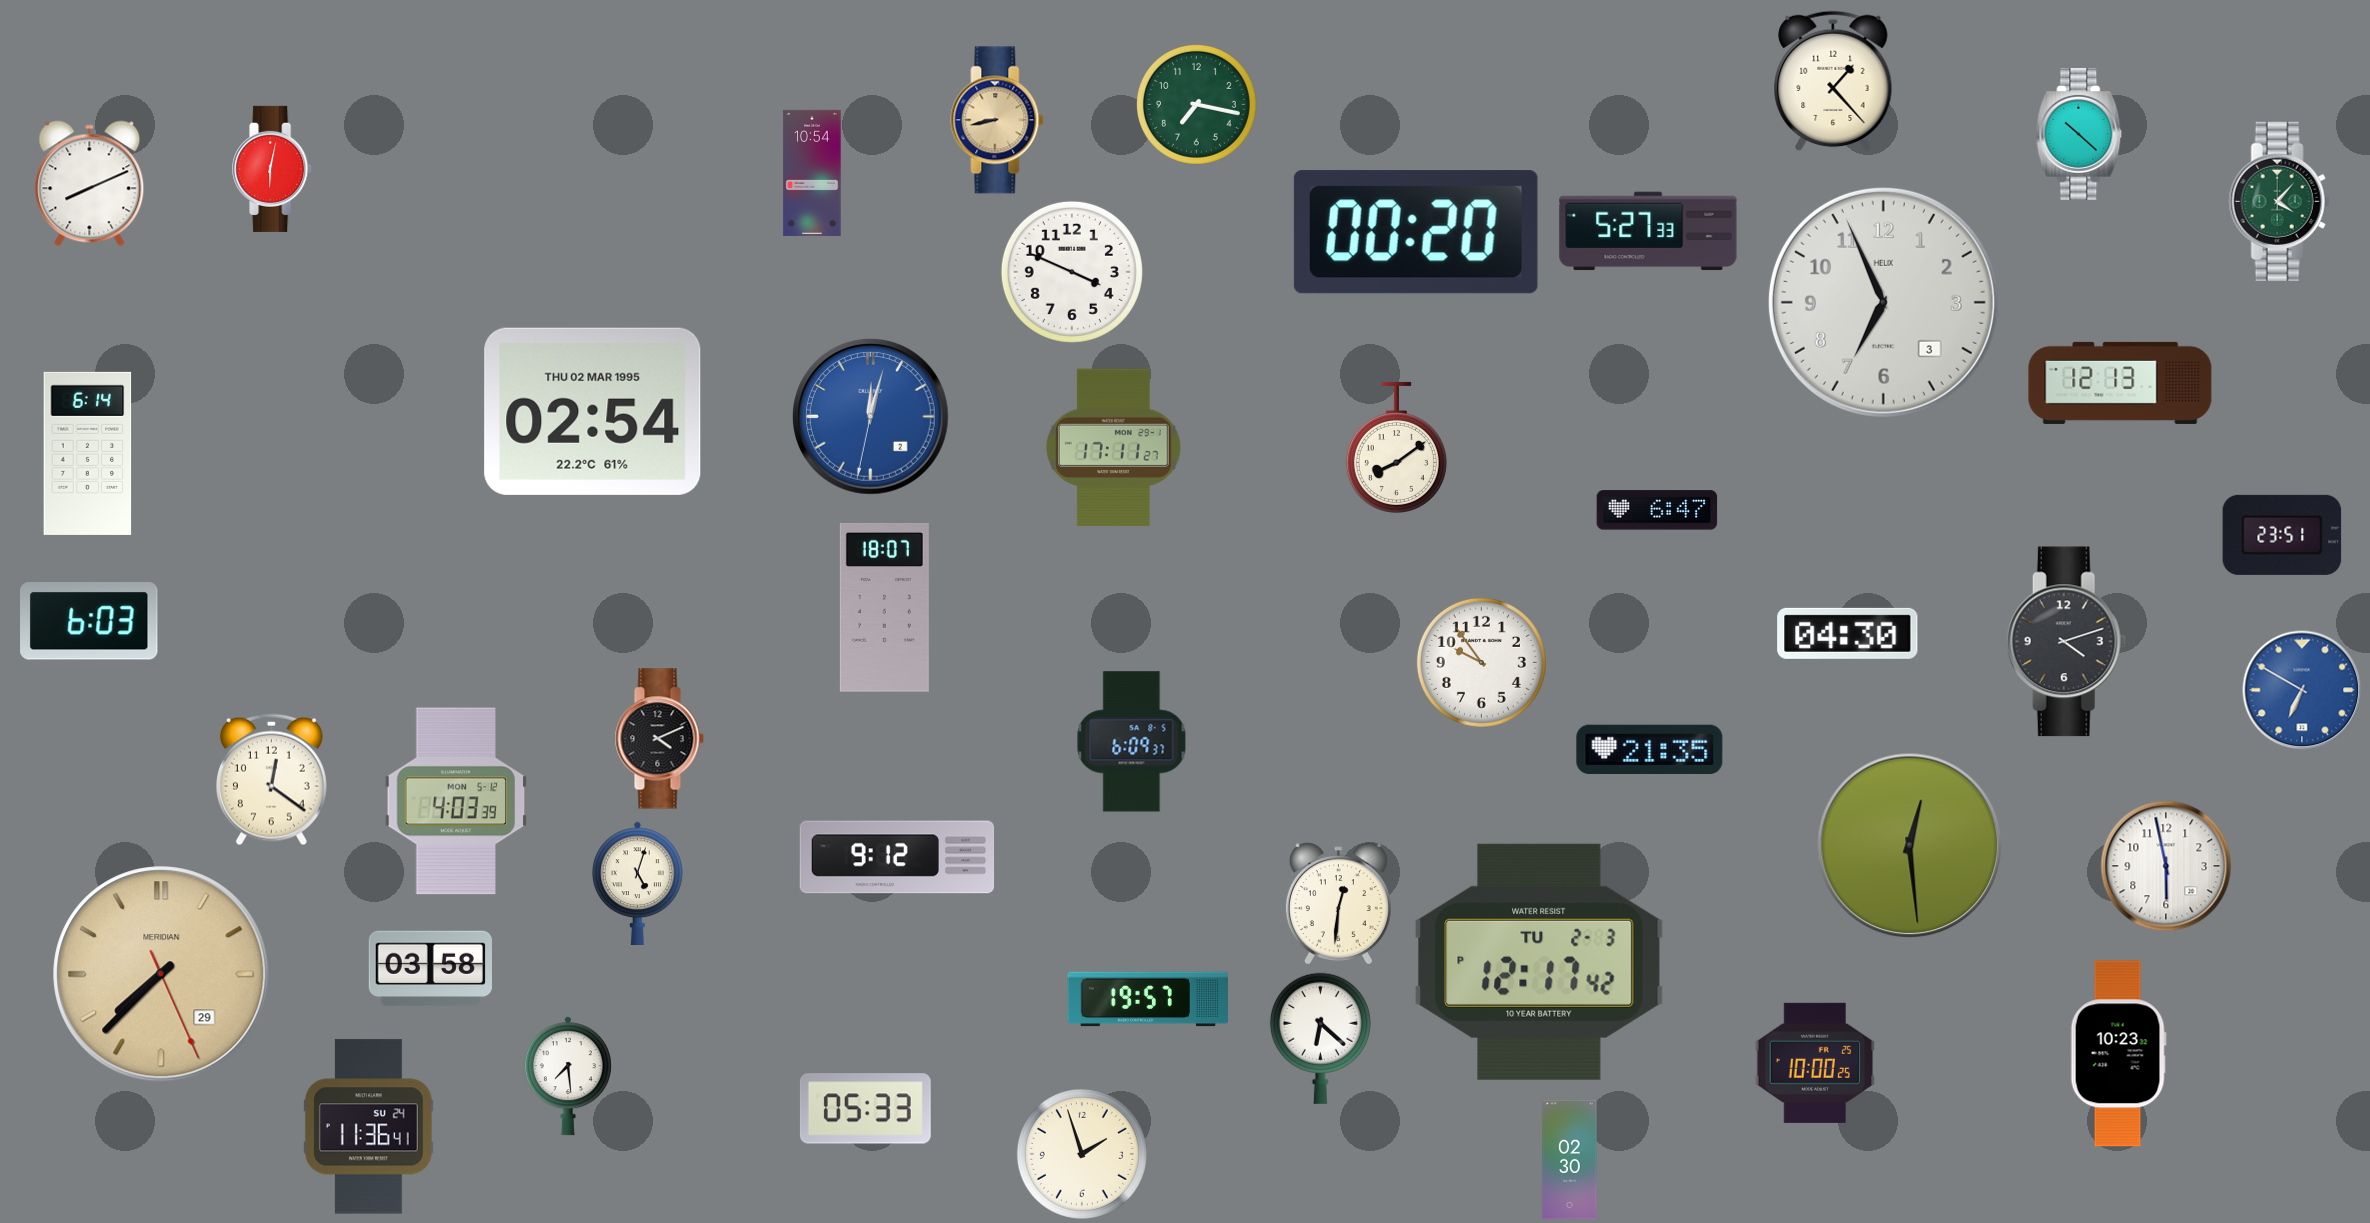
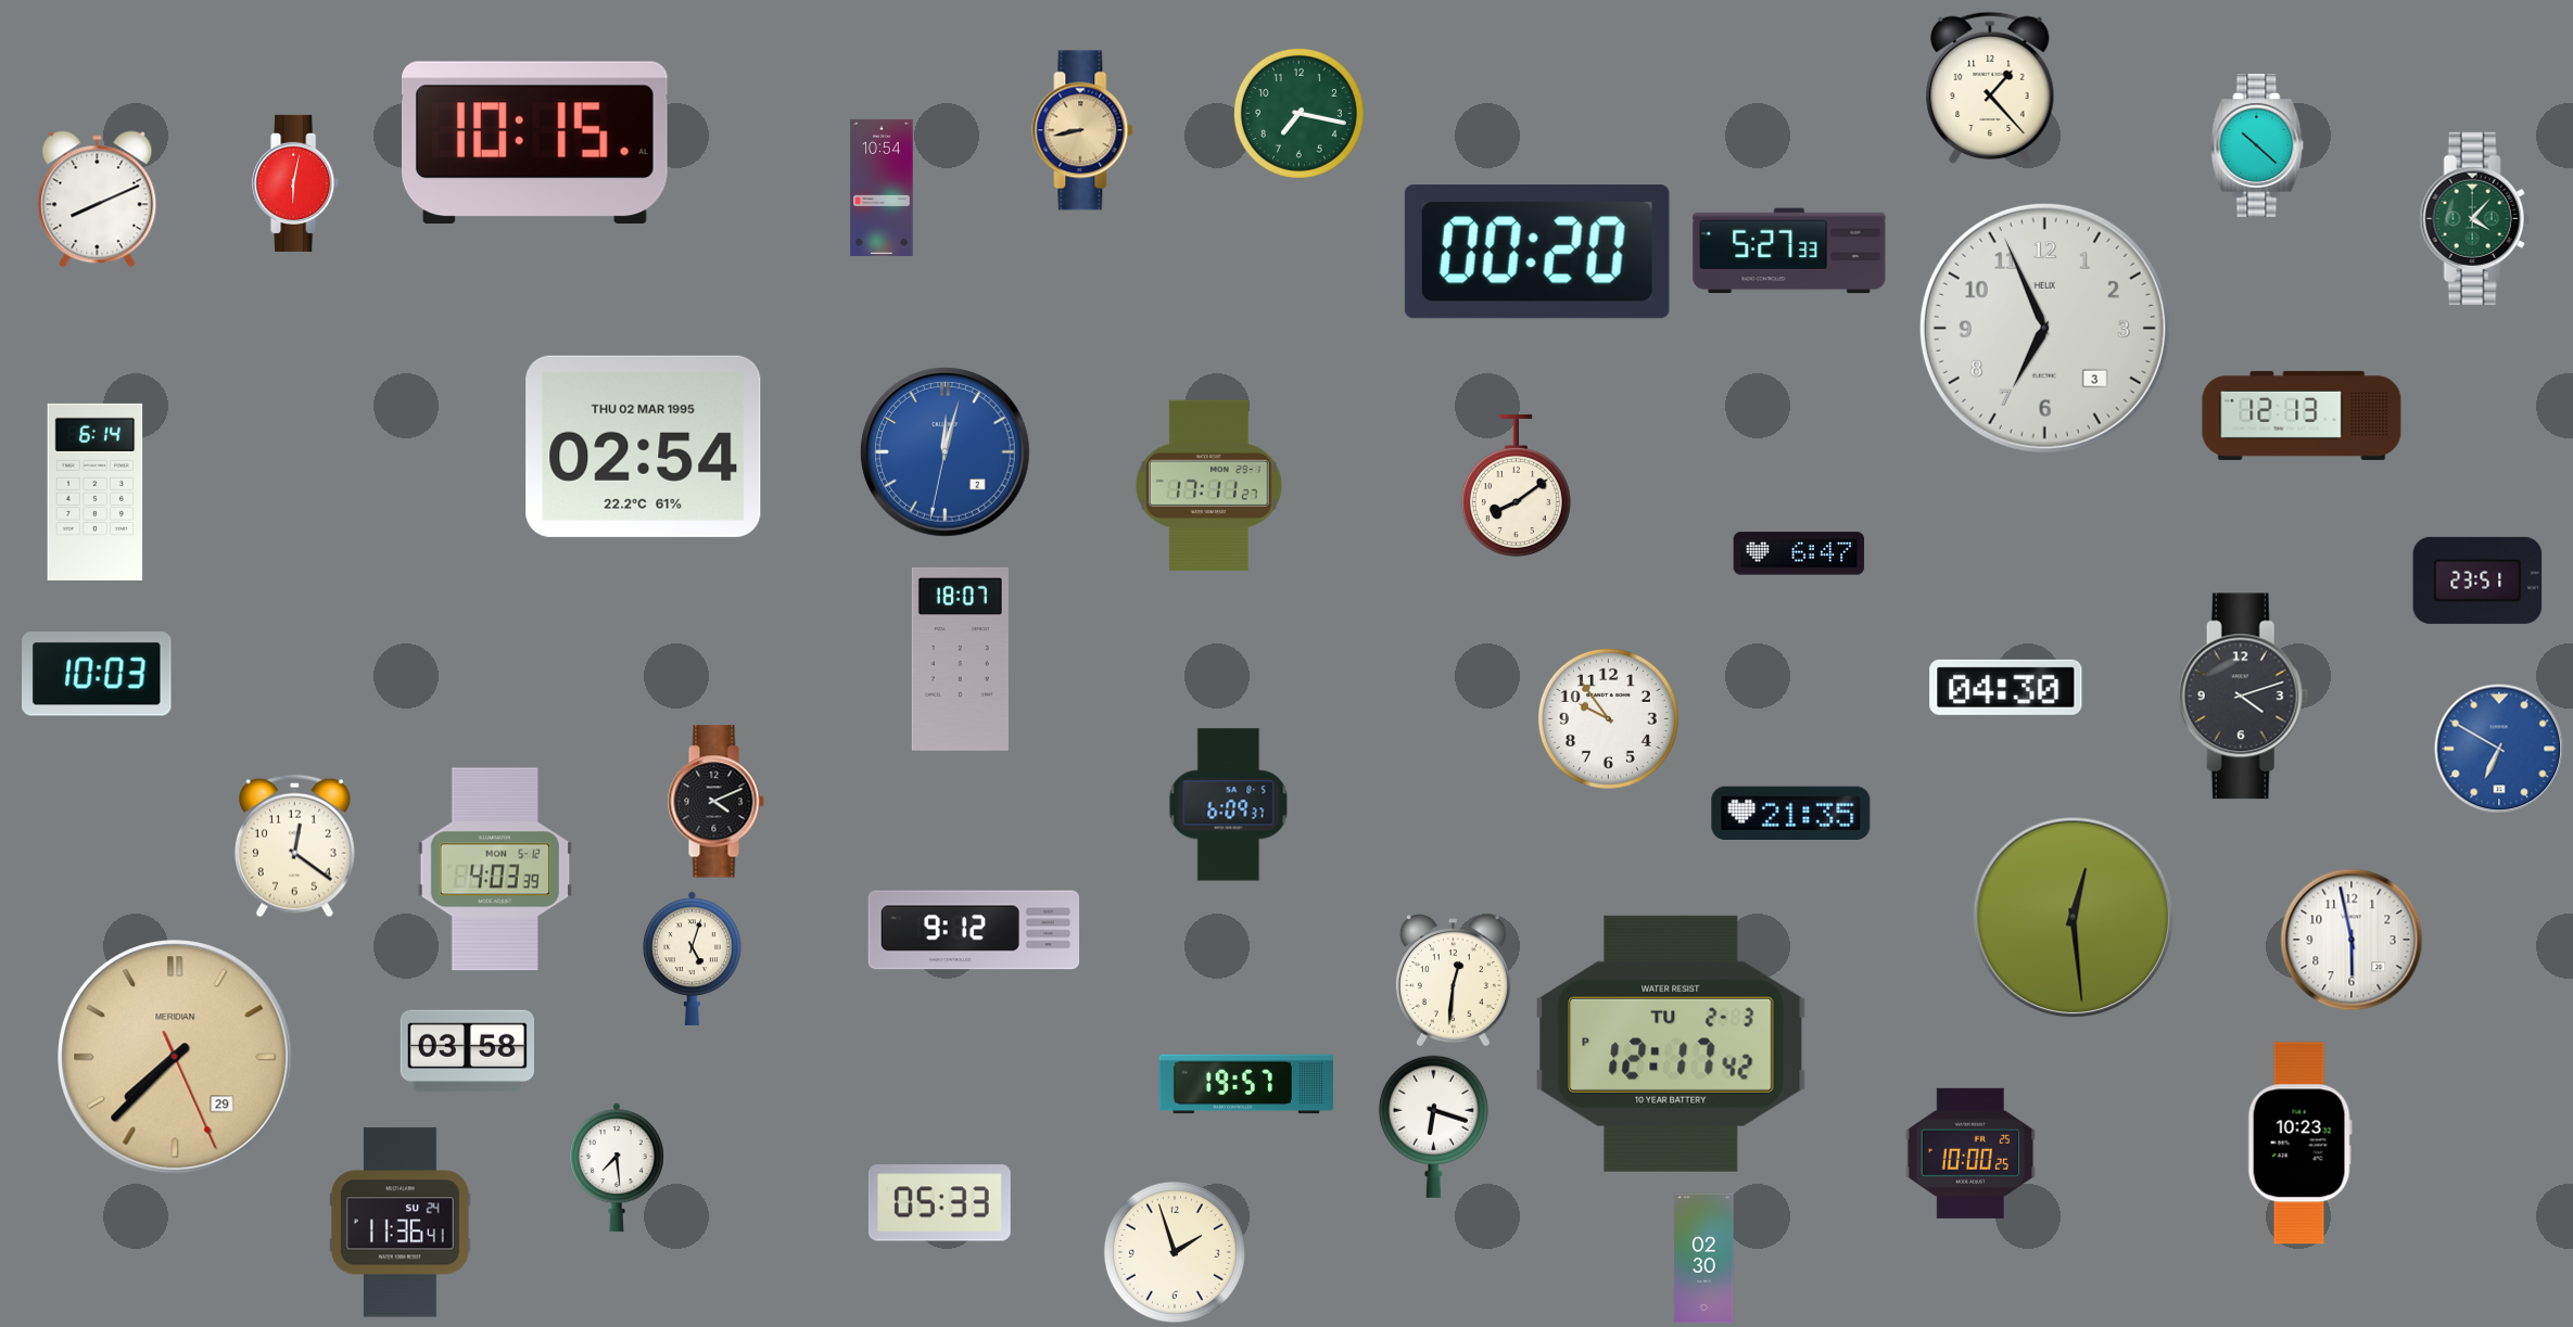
clock at (534, 143): none -> 10:15
clock at (1072, 272): 3:49 -> none
clock at (89, 621): 6:03 -> 10:03
clock at (1320, 1038): 6:22 -> 6:18
